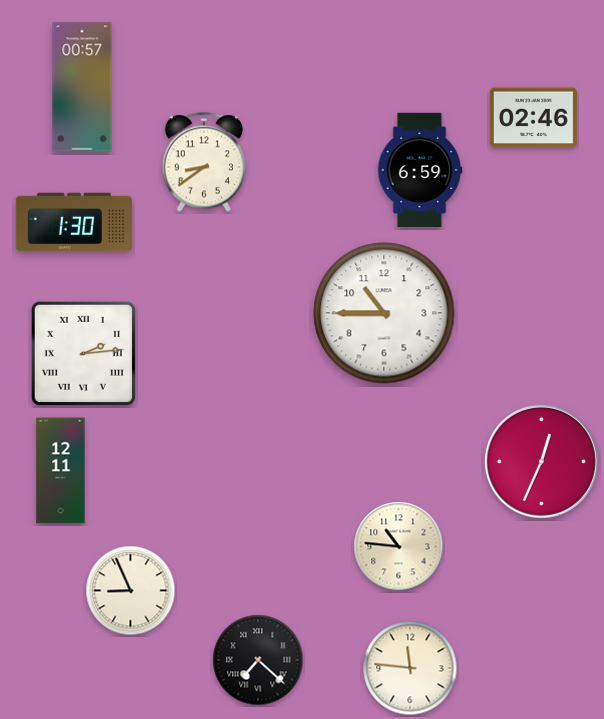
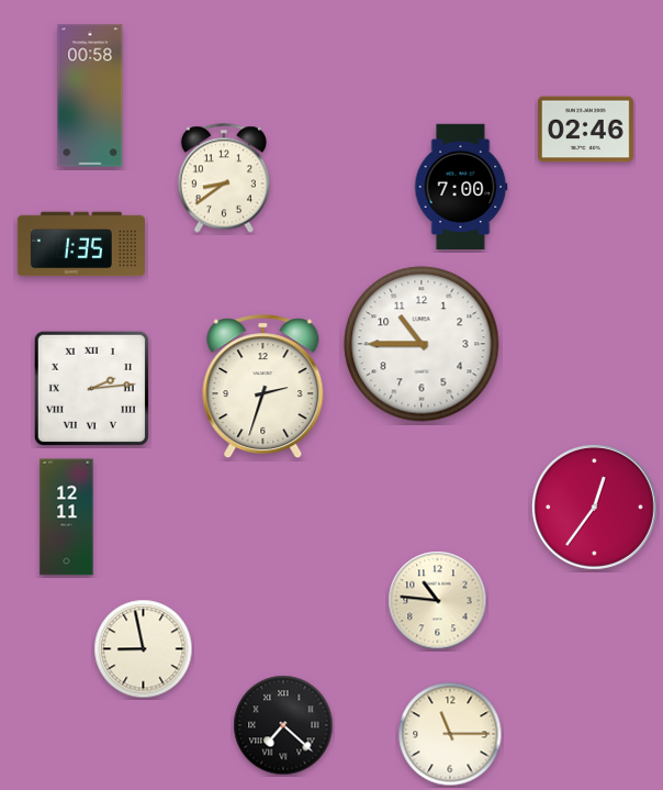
clock at (82, 87): 00:57 -> 00:58
clock at (420, 170): 6:59 -> 7:00
clock at (74, 222): 1:30 -> 1:35
clock at (263, 387): none -> 2:33
clock at (541, 461): 12:34 -> 12:36
clock at (131, 591): 8:56 -> 8:58
clock at (410, 668): 11:46 -> 11:15
